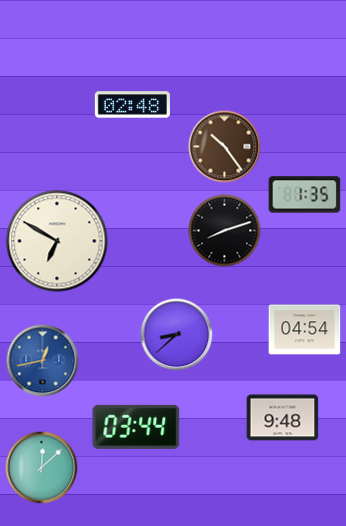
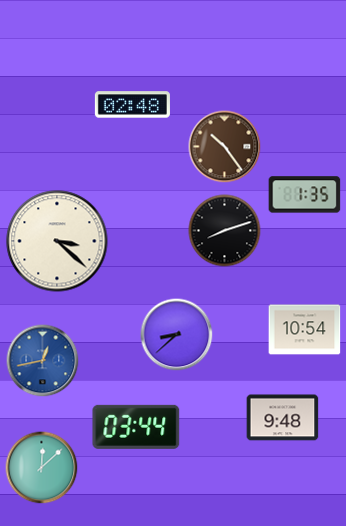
clock at (57, 241): 6:50 -> 3:22
clock at (305, 330): 04:54 -> 10:54
